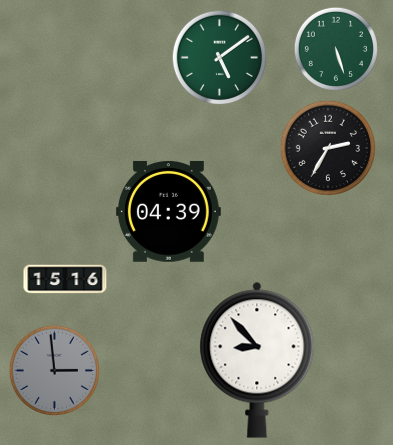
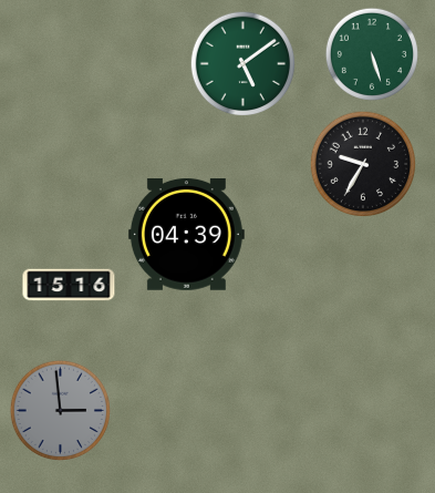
clock at (328, 148): 2:35 -> 9:35
clock at (65, 279) position: (65, 279) -> (69, 285)
clock at (257, 360): 8:53 -> none
